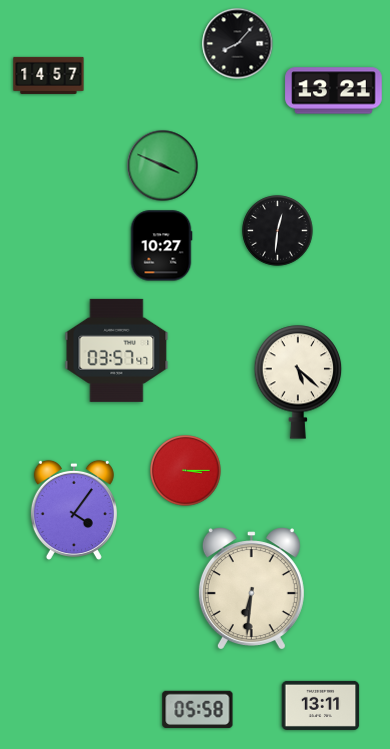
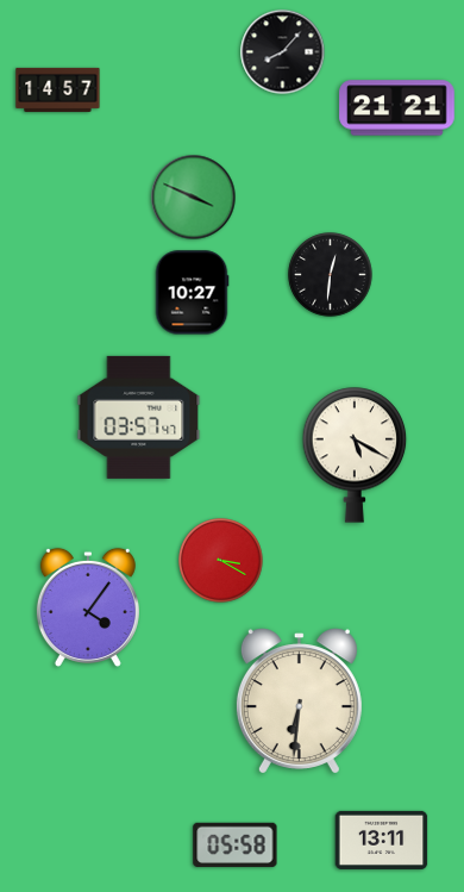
clock at (334, 91): 13:21 -> 21:21
clock at (298, 382): 5:22 -> 5:20
clock at (186, 471): 3:15 -> 3:20
